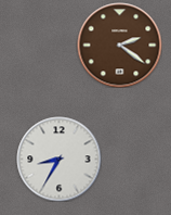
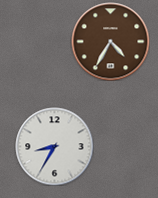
clock at (119, 45): 2:21 -> 4:35
